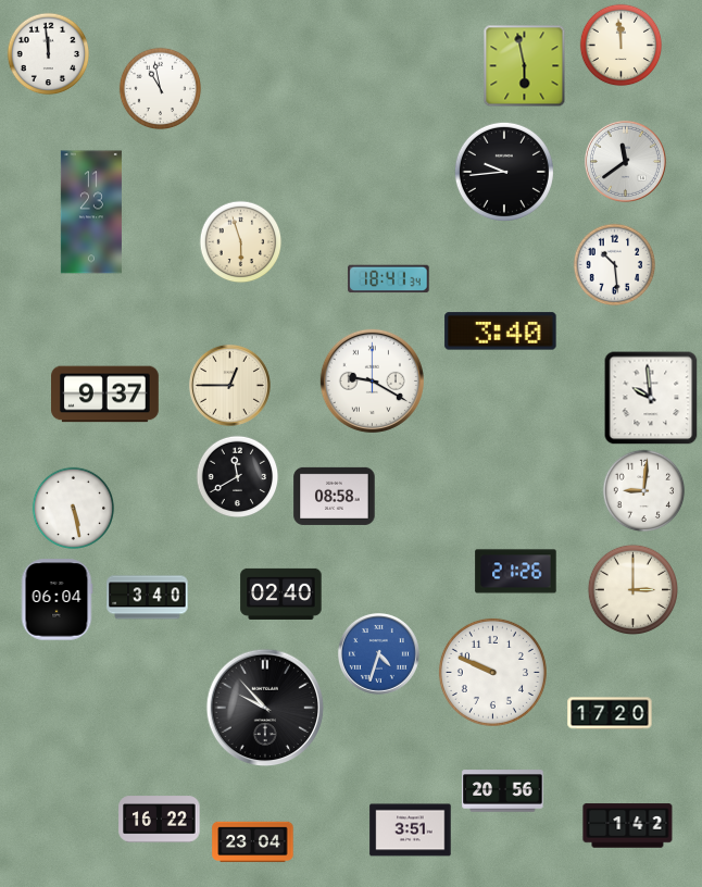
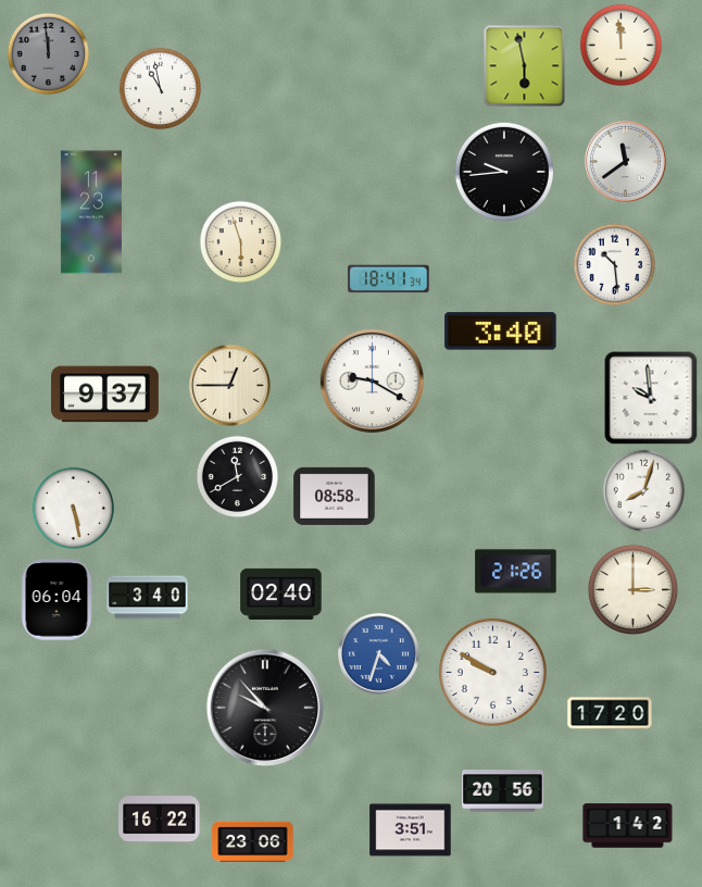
clock at (49, 54) dial: white -> grey
clock at (644, 491): 9:01 -> 8:03
clock at (492, 672): 9:49 -> 9:50
clock at (253, 842): 23:04 -> 23:06
